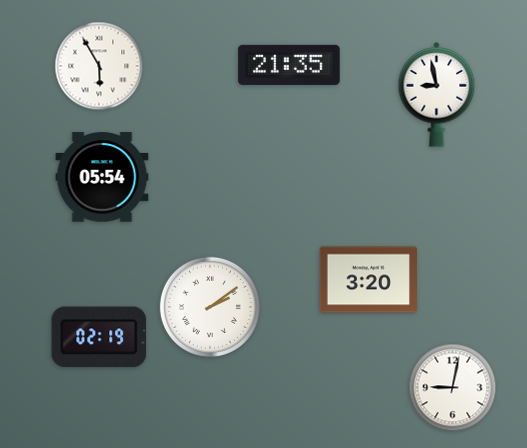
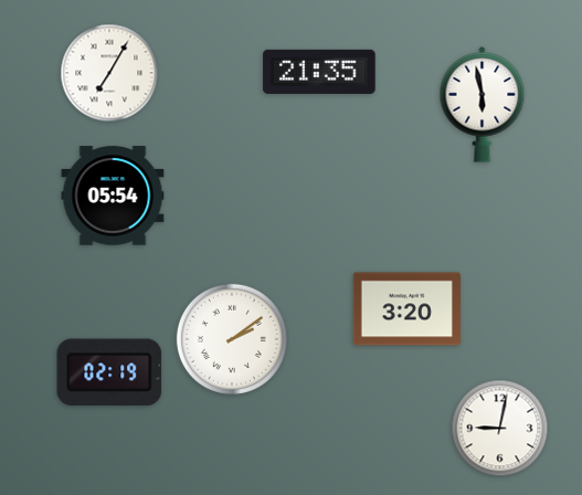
clock at (99, 66): 5:55 -> 7:05
clock at (437, 95): 8:58 -> 5:58
